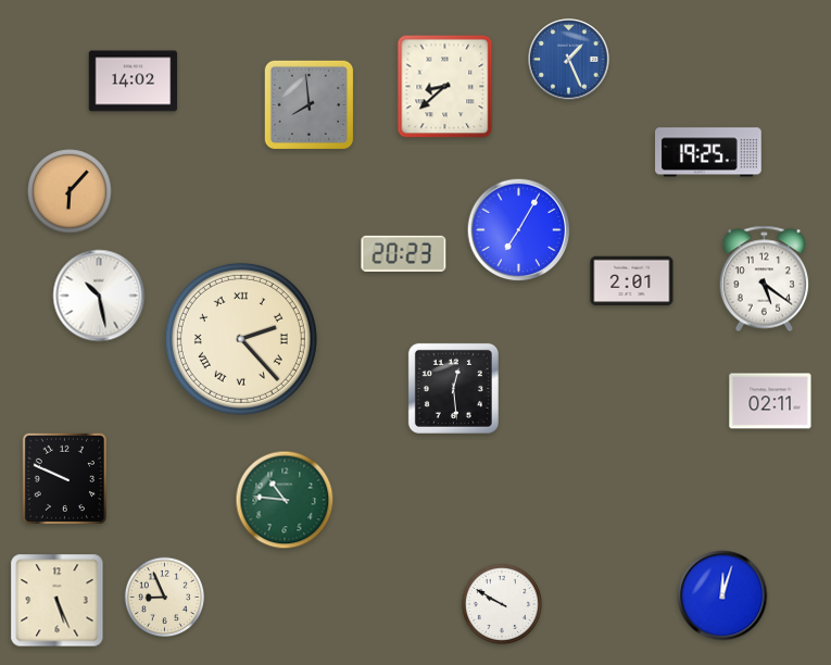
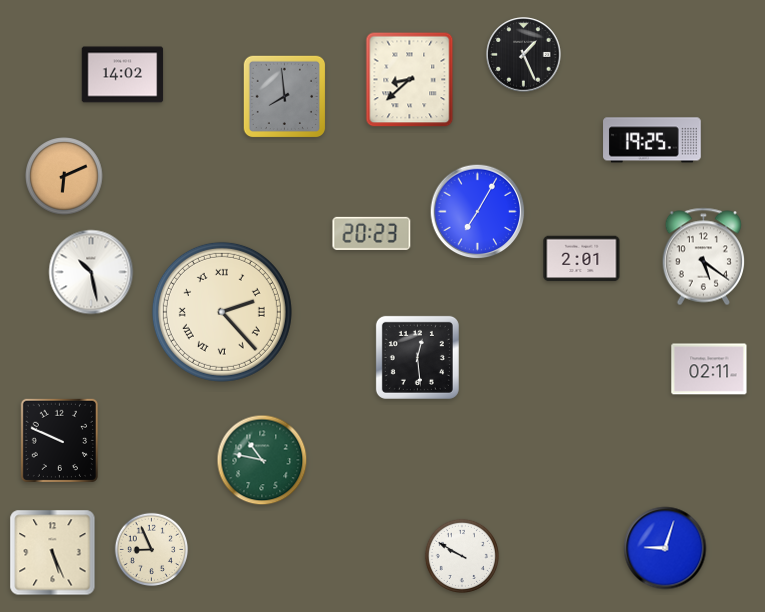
clock at (569, 60) dial: blue -> black
clock at (70, 191): 6:07 -> 6:11
clock at (285, 500): 10:46 -> 10:47
clock at (722, 595): 12:03 -> 9:03
